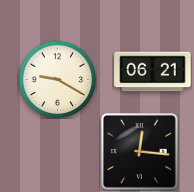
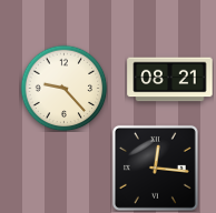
clock at (153, 72): 06:21 -> 08:21
clock at (57, 79): 9:20 -> 9:23
